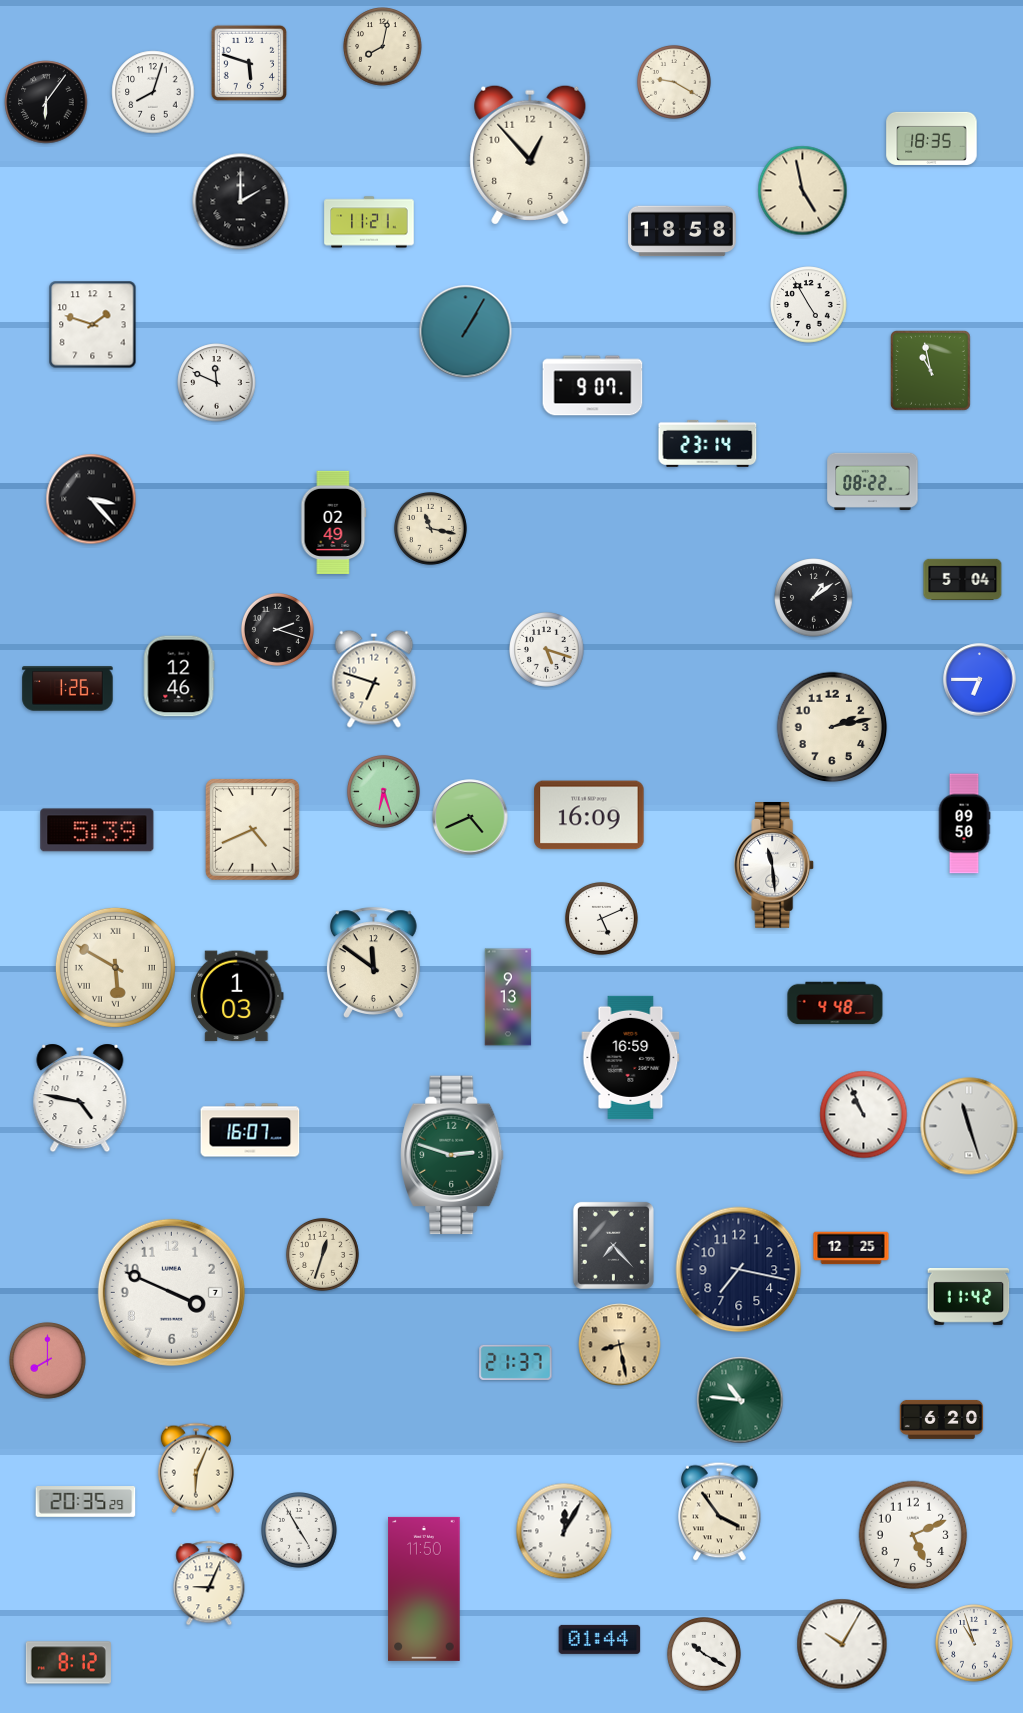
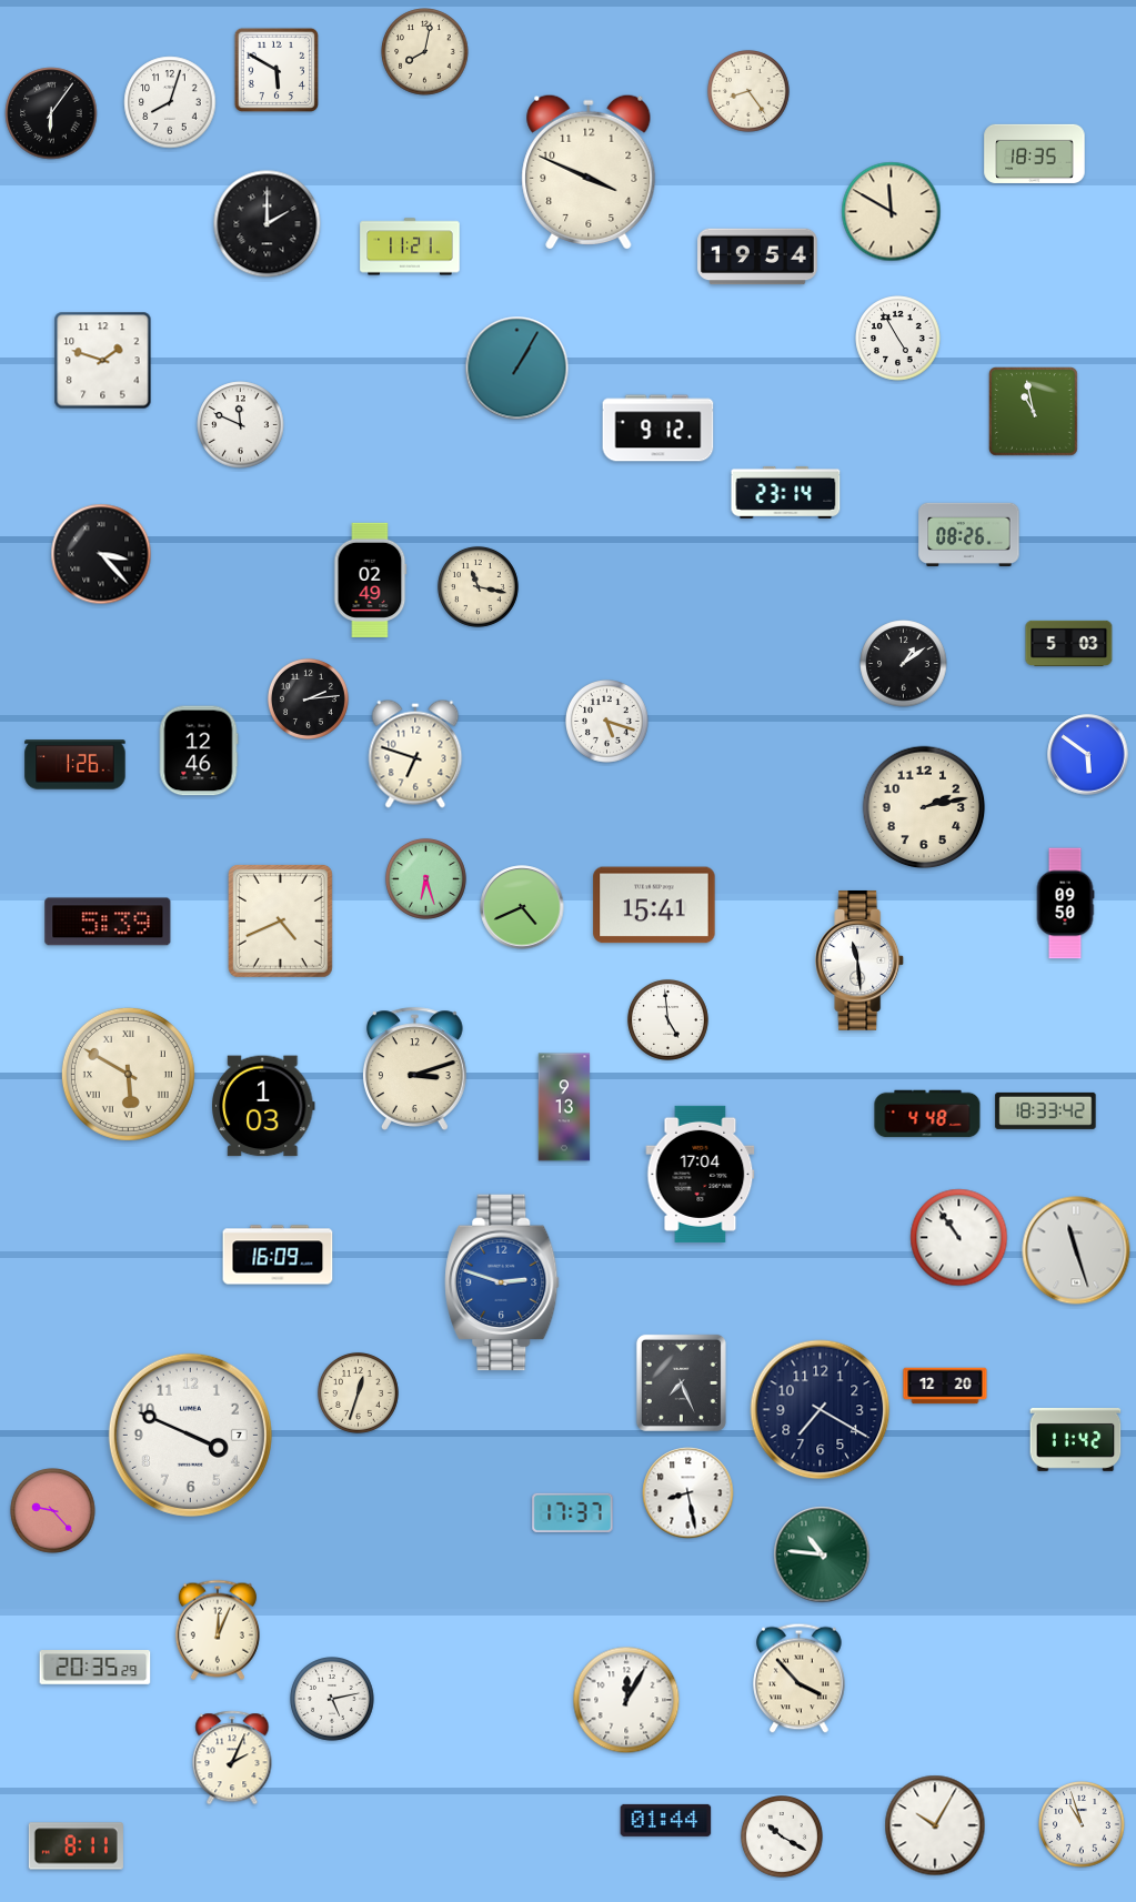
clock at (249, 63): 5:48 -> 5:50
clock at (674, 82): 9:20 -> 8:24
clock at (530, 155): 12:53 -> 3:49
clock at (803, 191): 4:58 -> 11:50
clock at (682, 231): 18:58 -> 19:54
clock at (593, 386): 9:07 -> 9:12
clock at (873, 481): 08:22 -> 08:26
clock at (963, 579): 5:04 -> 5:03
clock at (277, 629): 2:18 -> 2:14
clock at (980, 680): 6:45 -> 5:51
clock at (589, 815): 16:09 -> 15:41
clock at (964, 824) position: (964, 824) -> (1065, 904)
clock at (601, 918): 5:11 -> 4:59
clock at (373, 962): 11:51 -> 3:12
clock at (1046, 1110): none -> 18:33
clock at (631, 1057): 16:59 -> 17:04
clock at (80, 1098): 4:47 -> none
clock at (864, 1115): 10:56 -> 10:54
clock at (250, 1130): 16:07 -> 16:09
clock at (452, 1155) dial: green -> blue
clock at (613, 1245): 7:23 -> 7:26
clock at (851, 1248): 12:25 -> 12:20
clock at (739, 1270): 7:17 -> 7:20
clock at (620, 1345) dial: champagne -> white
clock at (48, 1361): 8:00 -> 9:23
clock at (516, 1362): 21:37 -> 17:37
clock at (942, 1419): 6:20 -> none
clock at (196, 1468): 6:04 -> 12:04
clock at (720, 1512): 3:54 -> 3:53
clock at (300, 1531): 4:55 -> 5:13
clock at (913, 1535): 5:11 -> none
clock at (209, 1583): 9:04 -> 2:04
clock at (424, 1589): 11:50 -> none
clock at (68, 1663): 8:12 -> 8:11
